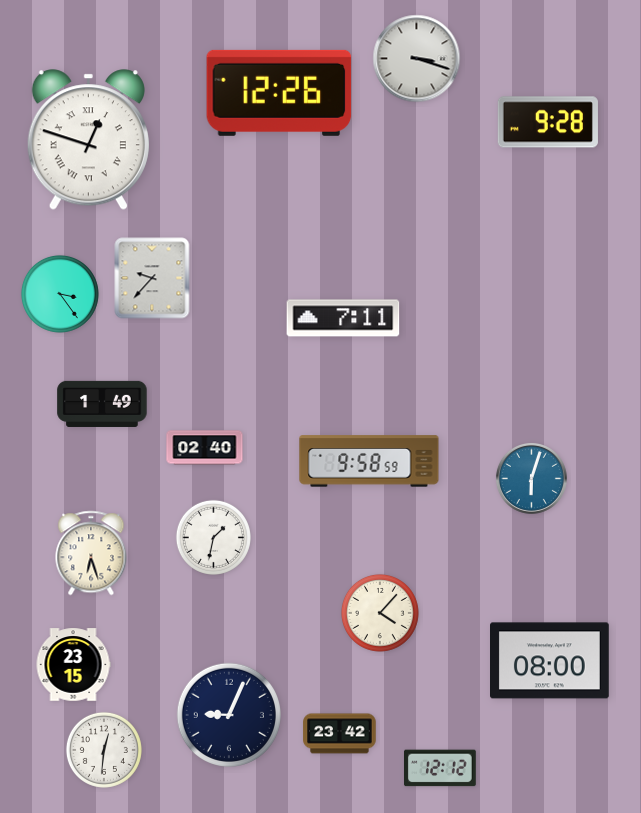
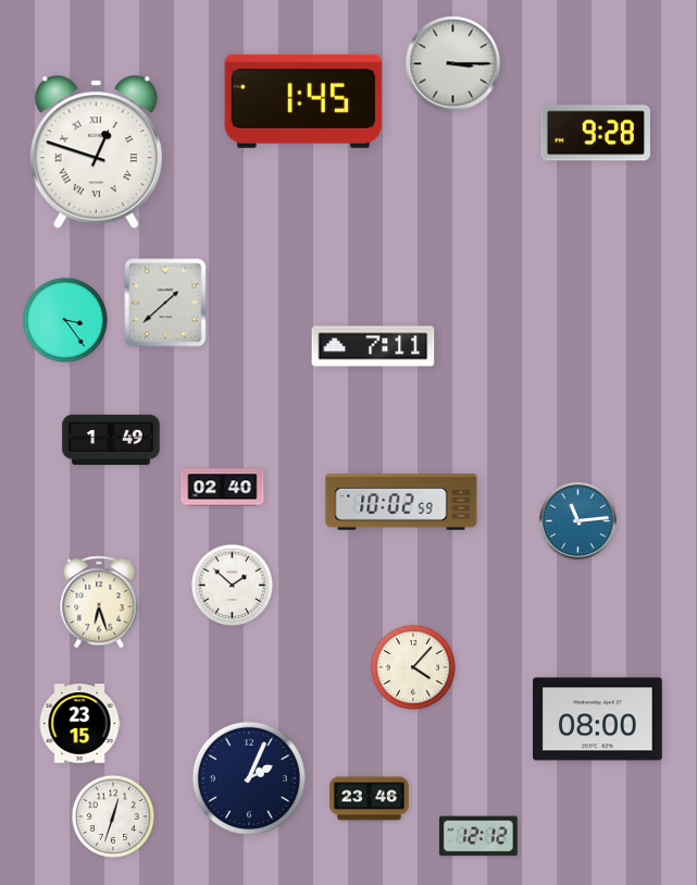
clock at (417, 59): 3:18 -> 3:15
clock at (279, 93): 12:26 -> 1:45
clock at (152, 278): 9:37 -> 1:38
clock at (369, 461): 9:58 -> 10:02
clock at (531, 478): 6:03 -> 11:14
clock at (213, 537): 1:32 -> 1:52
clock at (229, 715): 9:04 -> 2:04
clock at (340, 734): 23:42 -> 23:46
clock at (104, 750): 12:31 -> 12:33
